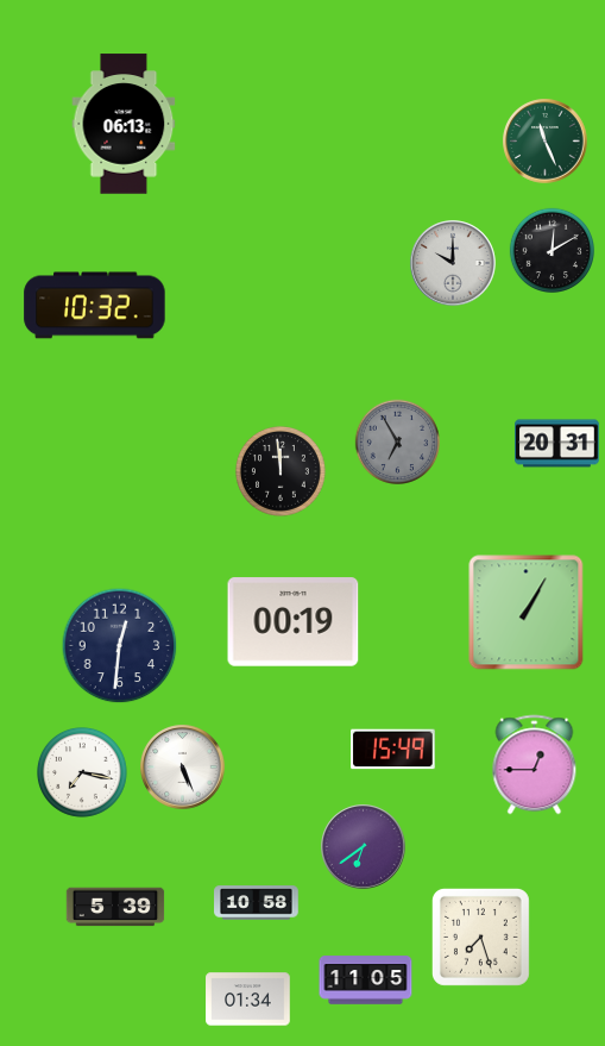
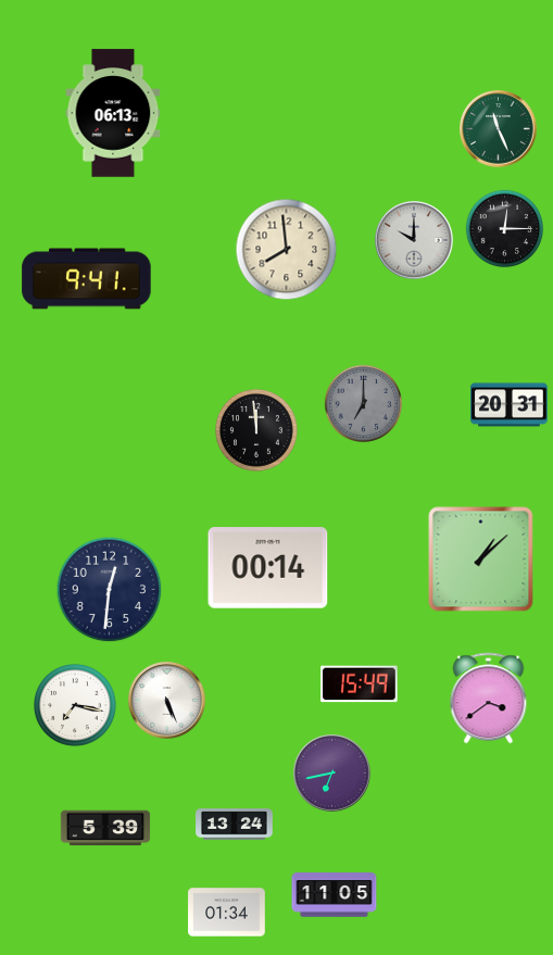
clock at (552, 250): 12:10 -> 12:15
clock at (287, 250): none -> 7:59
clock at (95, 306): 10:32 -> 9:41
clock at (397, 441): 6:55 -> 7:00
clock at (527, 613): 1:05 -> 1:08
clock at (294, 622): 00:19 -> 00:14
clock at (535, 765): 12:45 -> 3:39
clock at (364, 847): 6:39 -> 6:43
clock at (257, 903): 10:58 -> 13:24
clock at (480, 937): 7:27 -> none
